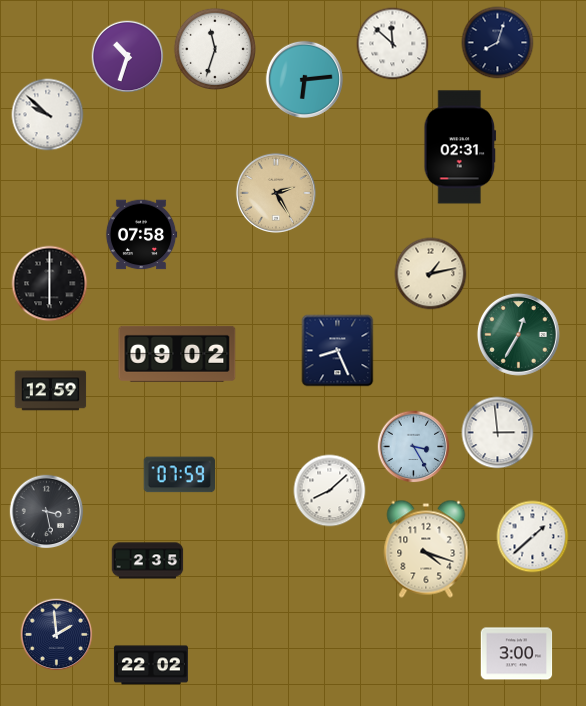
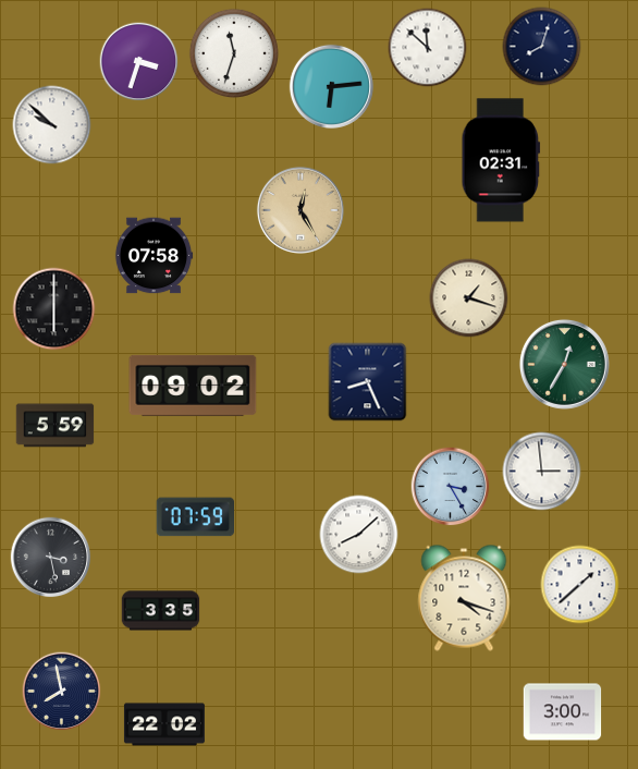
clock at (128, 57): 10:33 -> 3:33
clock at (276, 193): 2:25 -> 12:25
clock at (431, 274): 1:13 -> 1:18
clock at (51, 391): 12:59 -> 5:59
clock at (148, 561): 2:35 -> 3:35
clock at (57, 635): 1:59 -> 7:58
